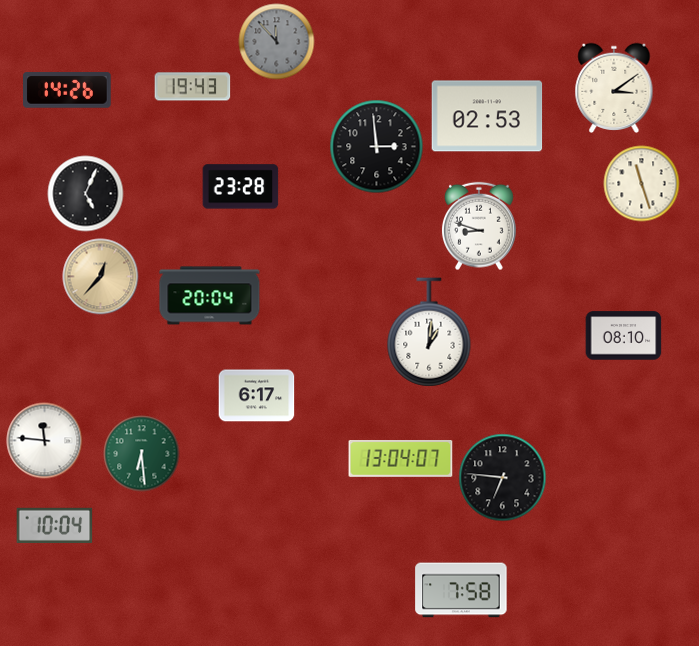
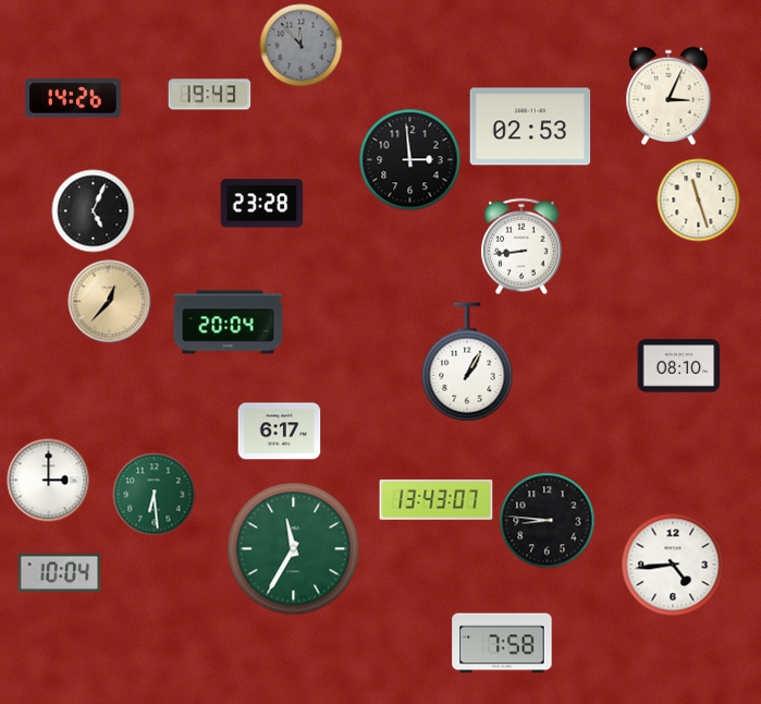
clock at (614, 88): 3:09 -> 3:04
clock at (479, 226): 8:48 -> 8:44
clock at (429, 332): 1:01 -> 1:05
clock at (45, 441): 11:46 -> 3:00
clock at (401, 459): 13:04 -> 13:43
clock at (503, 478): 6:46 -> 8:46
clock at (294, 549): none -> 11:35
clock at (673, 565): none -> 4:44
